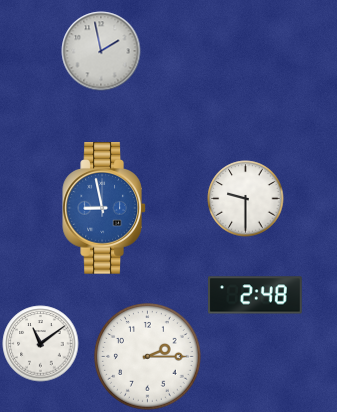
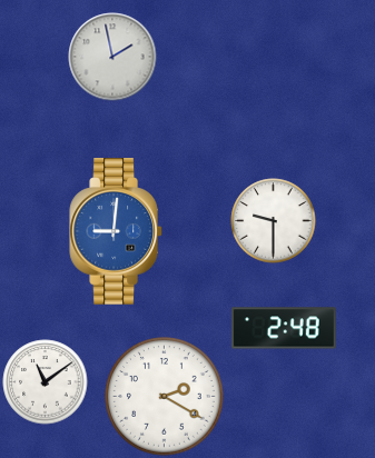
clock at (104, 208): 8:58 -> 9:01
clock at (148, 357): 2:15 -> 2:20
